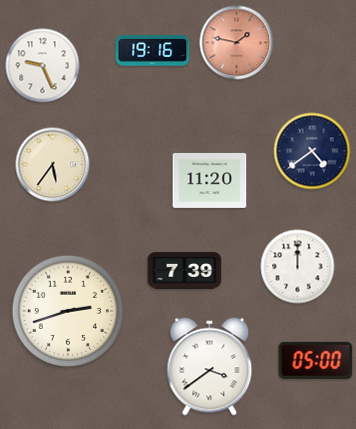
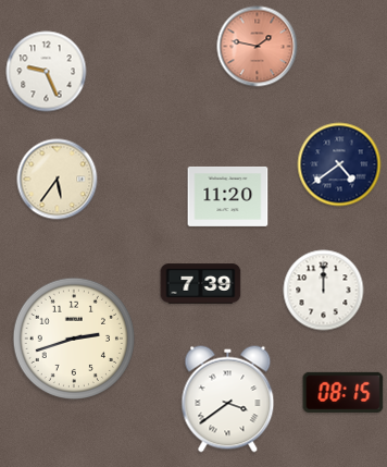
clock at (153, 51): 19:16 -> none
clock at (185, 271) position: (185, 271) -> (201, 284)
clock at (316, 360): 05:00 -> 08:15
